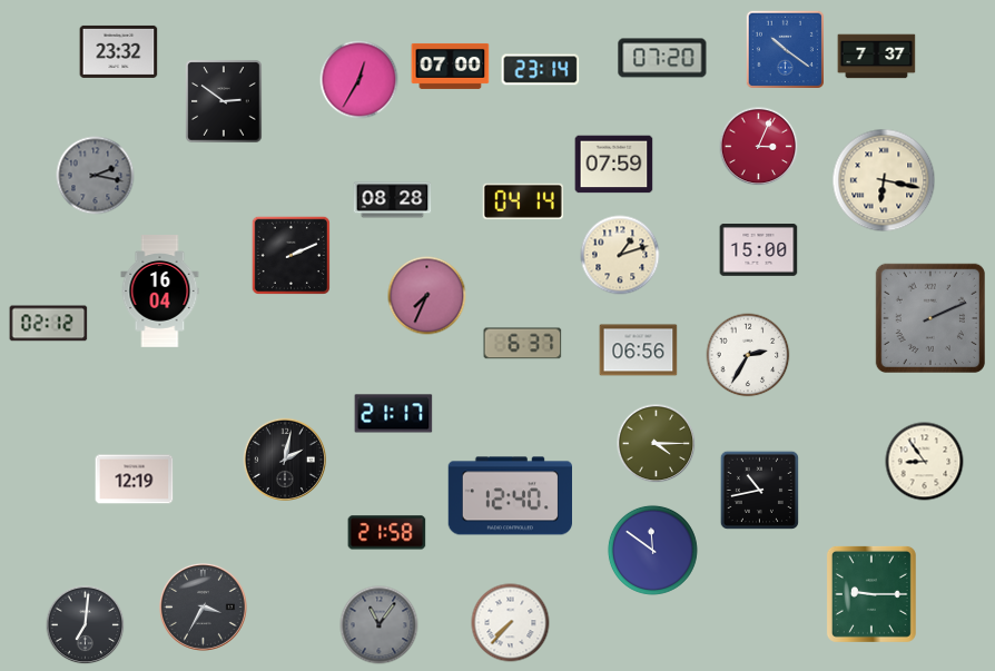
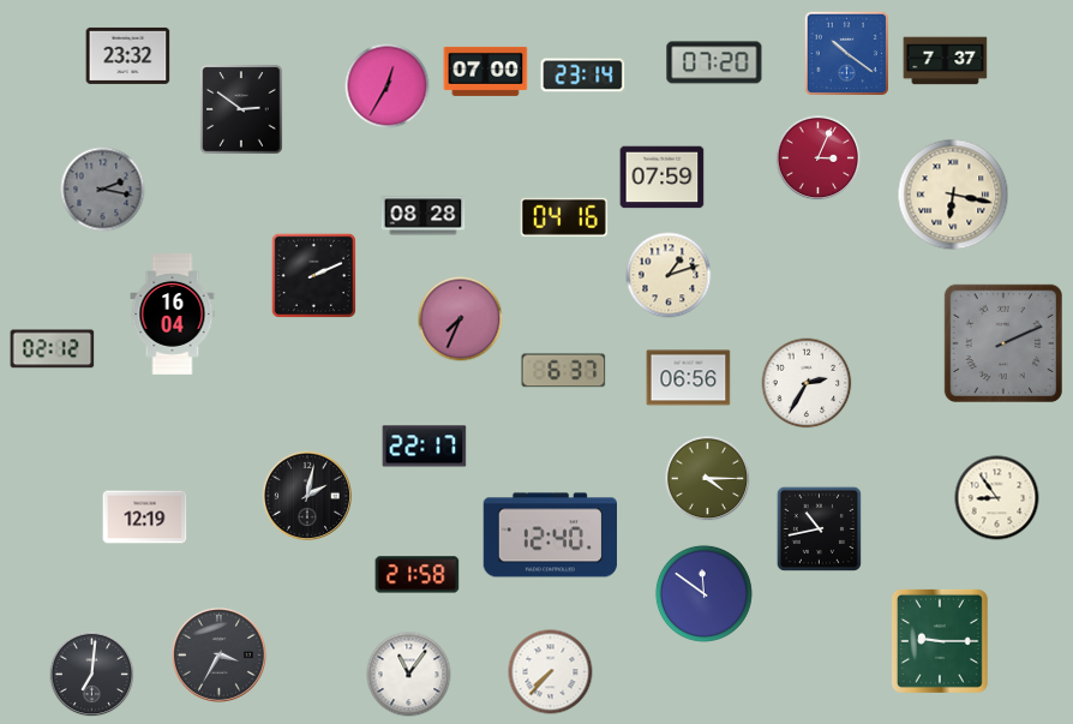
clock at (523, 201): 04:14 -> 04:16
clock at (759, 250): 15:00 -> none
clock at (394, 414): 21:17 -> 22:17
clock at (380, 625) dial: grey -> white
